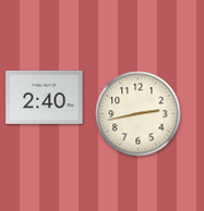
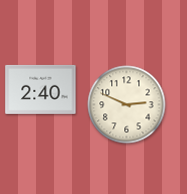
clock at (139, 114): 2:43 -> 2:49
